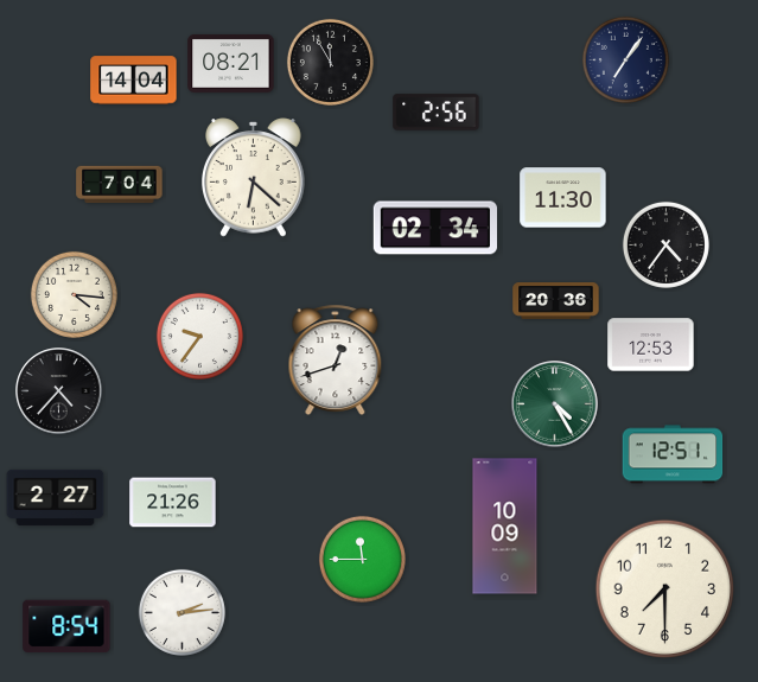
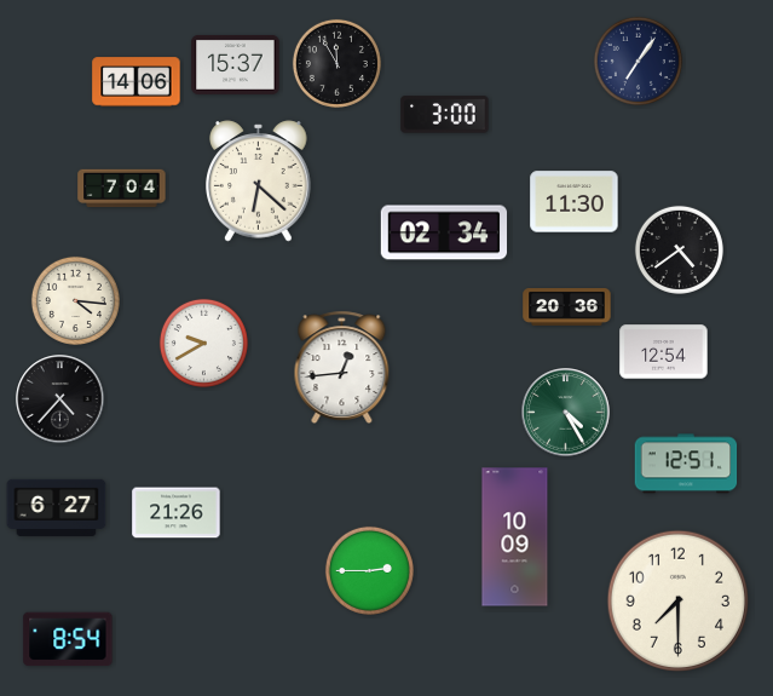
clock at (231, 63): 08:21 -> 15:37
clock at (134, 81): 14:04 -> 14:06
clock at (437, 113): 2:56 -> 3:00
clock at (665, 244): 4:36 -> 4:39
clock at (199, 336): 9:36 -> 9:40
clock at (651, 345): 12:53 -> 12:54
clock at (336, 359): 12:42 -> 12:44
clock at (56, 497): 2:27 -> 6:27
clock at (362, 559): 11:45 -> 2:45
clock at (181, 612): 2:14 -> none
